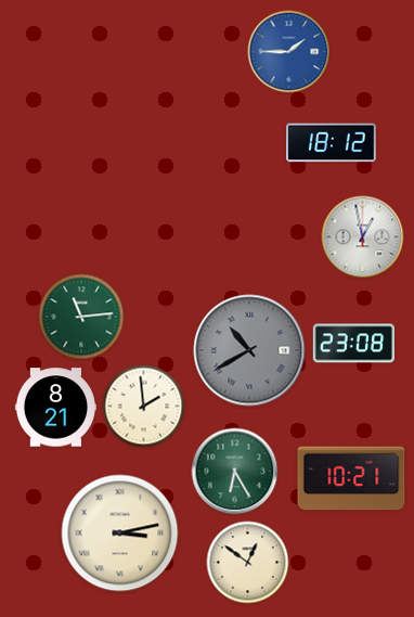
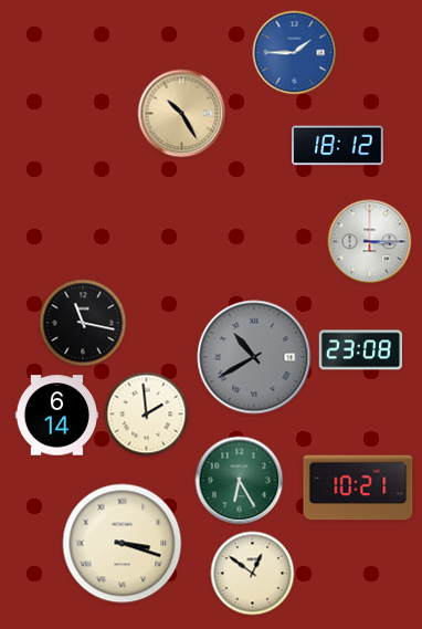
clock at (182, 114): none -> 10:25
clock at (363, 237): 12:58 -> 3:15
clock at (81, 317): 11:14 -> 11:17
clock at (81, 317) dial: green -> black
clock at (55, 408): 8:21 -> 6:14
clock at (120, 534): 3:13 -> 3:18
